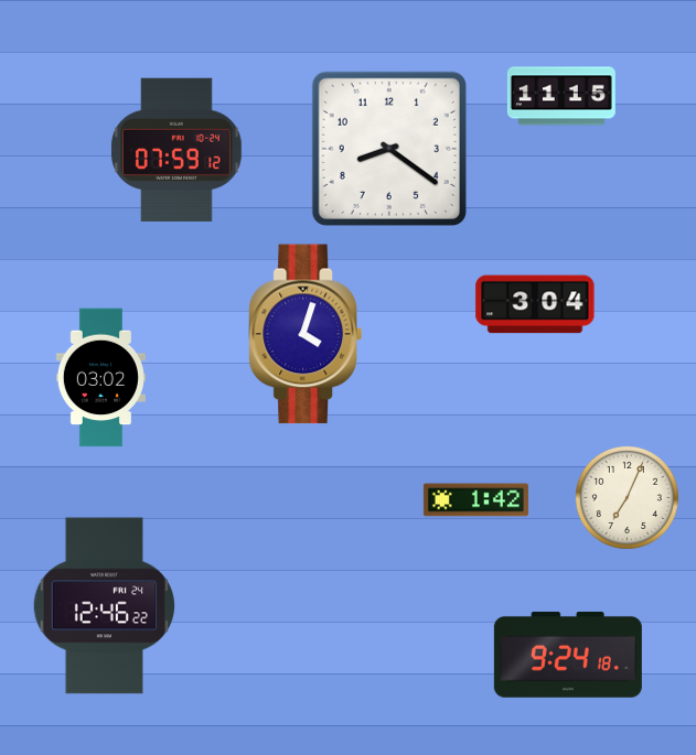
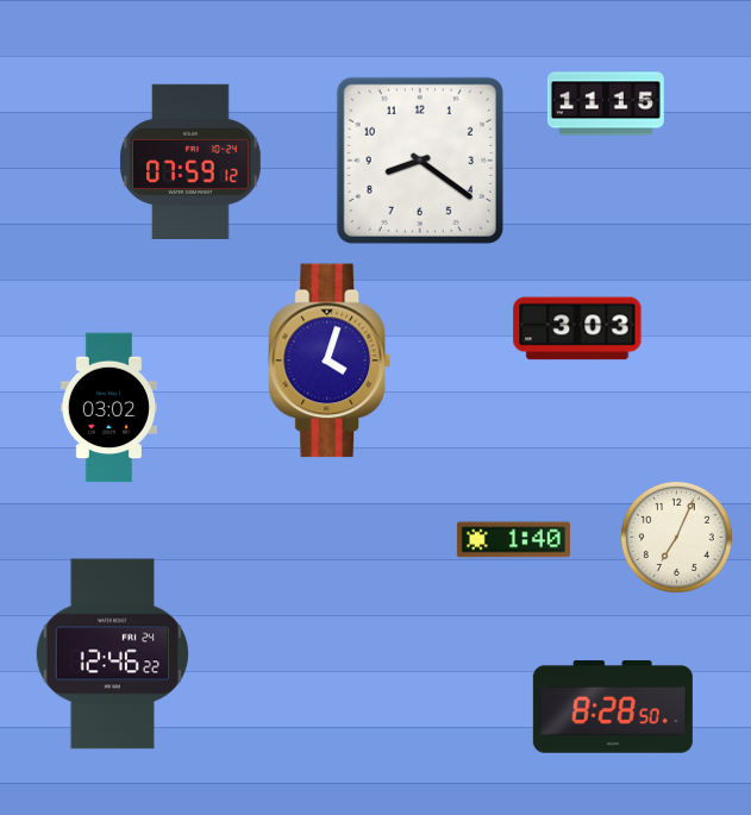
clock at (535, 304): 3:04 -> 3:03
clock at (475, 500): 1:42 -> 1:40
clock at (568, 655): 9:24 -> 8:28
